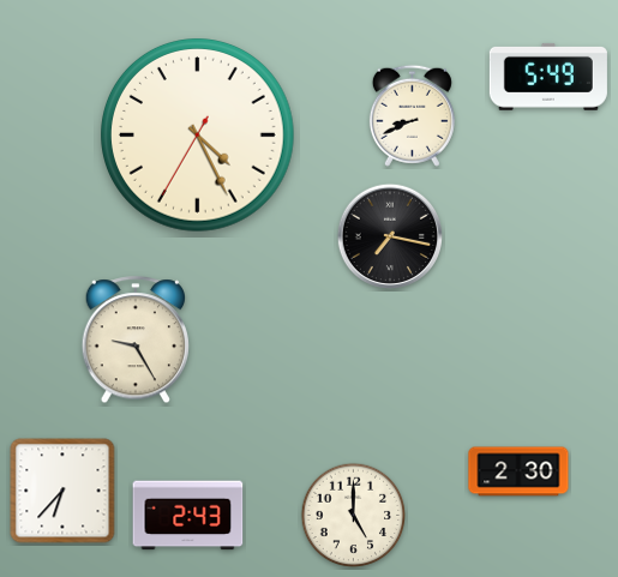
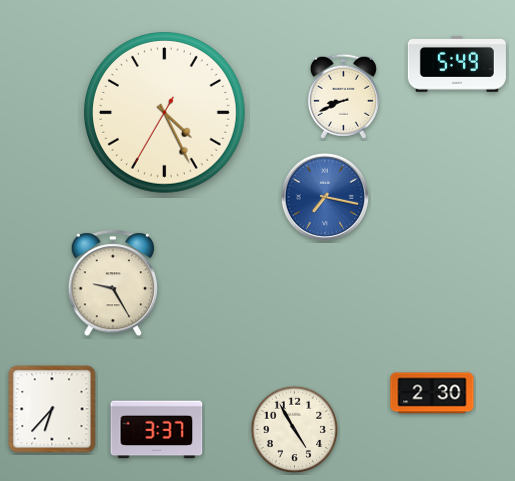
clock at (390, 236) dial: black -> blue
clock at (188, 516): 2:43 -> 3:37
clock at (354, 516): 5:00 -> 4:55
